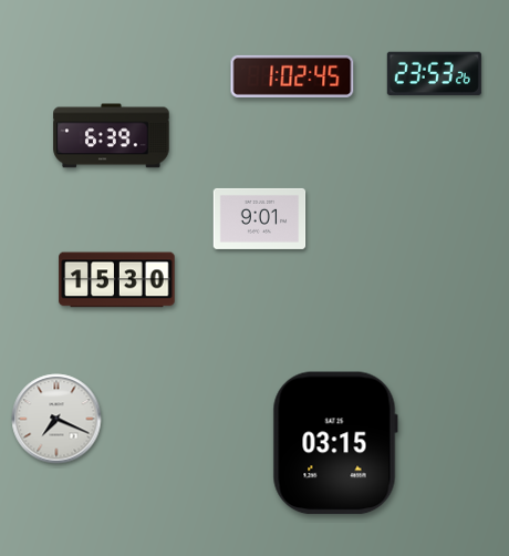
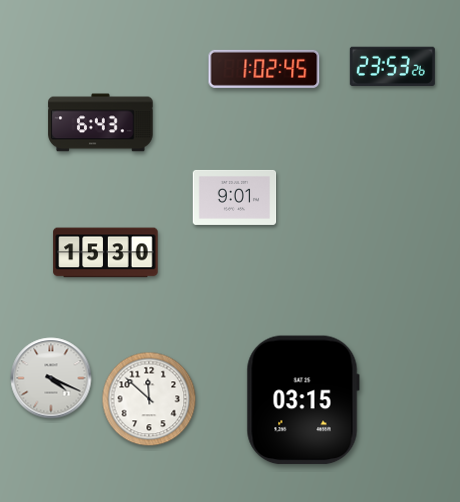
clock at (112, 136): 6:39 -> 6:43
clock at (56, 419): 7:19 -> 4:19
clock at (149, 399): none -> 11:52
